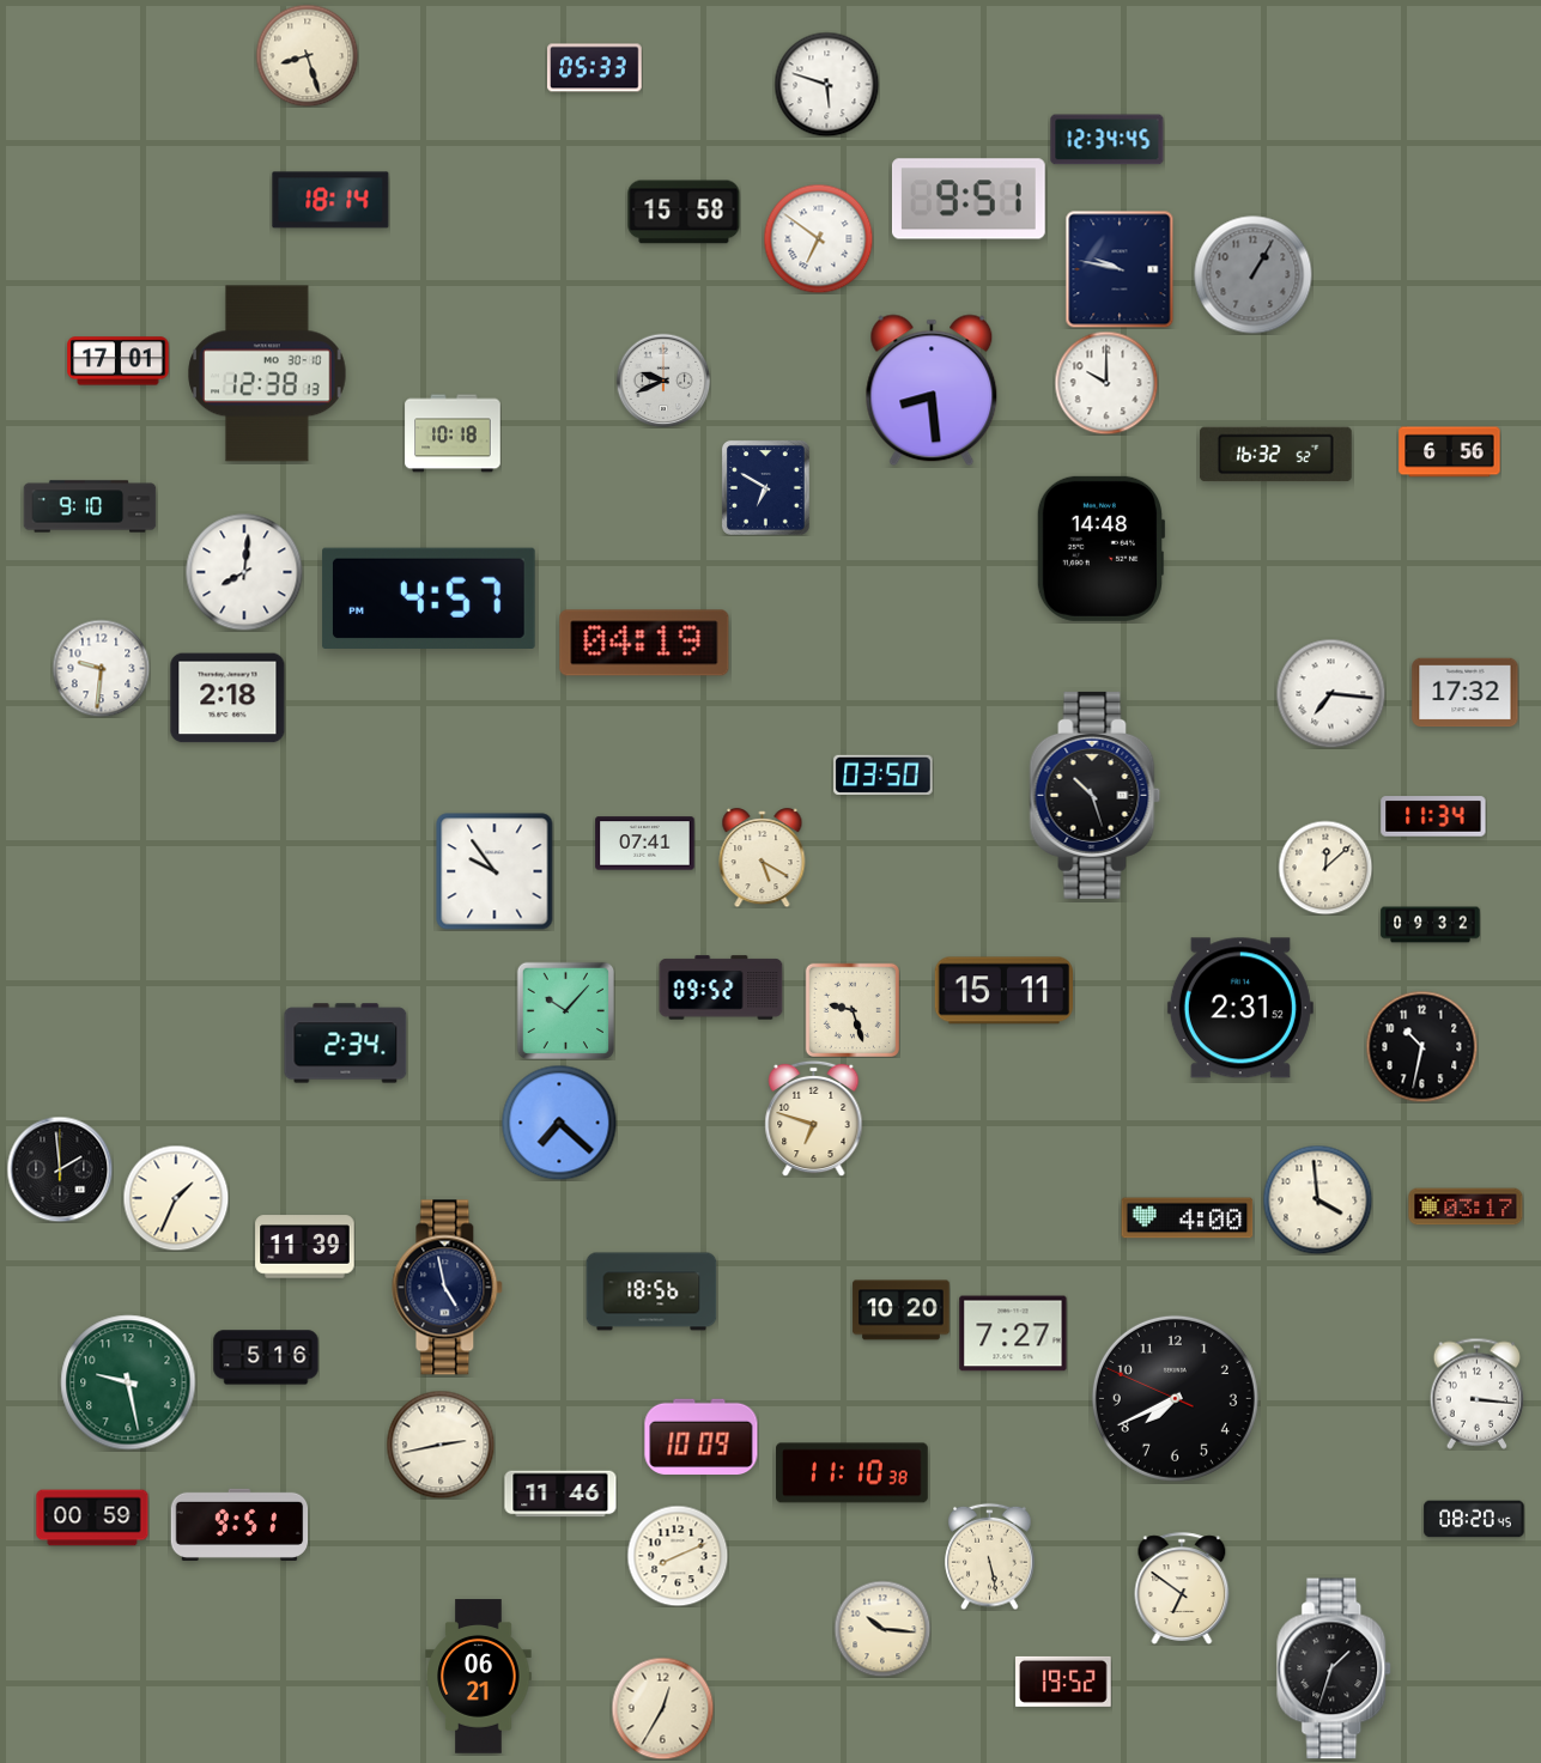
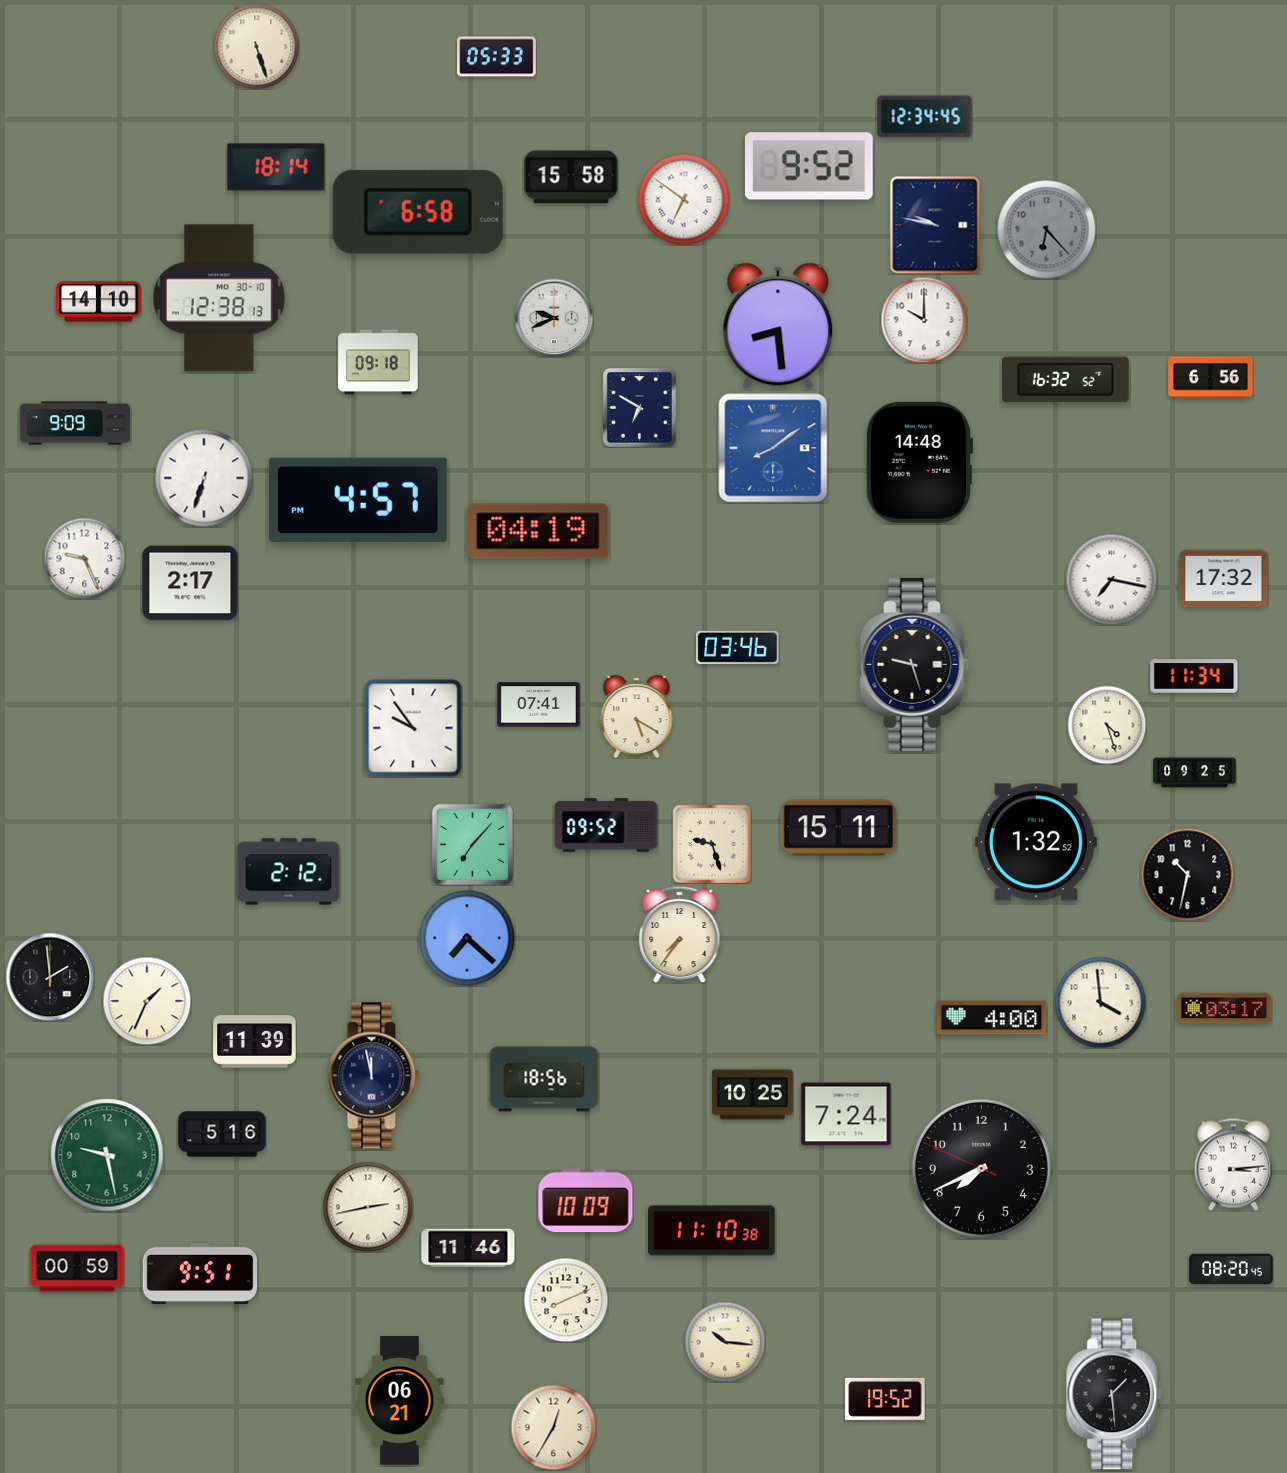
clock at (307, 55): 8:27 -> 5:27
clock at (826, 84): 5:48 -> none
clock at (969, 199): 9:51 -> 9:52
clock at (418, 212): none -> 6:58
clock at (1254, 275): 1:05 -> 6:23
clock at (119, 361): 17:01 -> 14:10
clock at (267, 373) position: (267, 373) -> (219, 298)
clock at (453, 433): 10:18 -> 09:18
clock at (90, 506): 9:10 -> 9:09
clock at (773, 448): none -> 8:09
clock at (1100, 548) position: (1100, 548) -> (919, 462)
clock at (244, 572): 8:01 -> 6:33
clock at (644, 643) position: (644, 643) -> (538, 531)
clock at (101, 668): 9:31 -> 9:26
clock at (1330, 693): 7:16 -> 7:17
clock at (227, 698): 2:18 -> 2:17
clock at (884, 774): 03:50 -> 03:46
clock at (1096, 795): 10:27 -> 9:27
clock at (1433, 816) position: (1433, 816) -> (1194, 676)
clock at (1325, 868): 12:08 -> 4:27
clock at (1431, 925): 09:32 -> 09:25
clock at (721, 987) position: (721, 987) -> (606, 825)
clock at (1240, 1008): 2:31 -> 1:32
clock at (565, 1010): 10:07 -> 7:07
clock at (346, 1044): 2:34 -> 2:12
clock at (814, 1118): 6:48 -> 7:36
clock at (448, 1288): 4:58 -> 11:58
clock at (902, 1311): 10:20 -> 10:25
clock at (1013, 1333): 7:27 -> 7:24
clock at (1478, 1393): 3:16 -> 3:14
clock at (990, 1556): 5:28 -> none
clock at (1182, 1588): 6:51 -> none
clock at (882, 1629) position: (882, 1629) -> (725, 1342)
clock at (1335, 1668): 1:33 -> 1:29
clock at (1063, 1682) position: (1063, 1682) -> (885, 1399)
